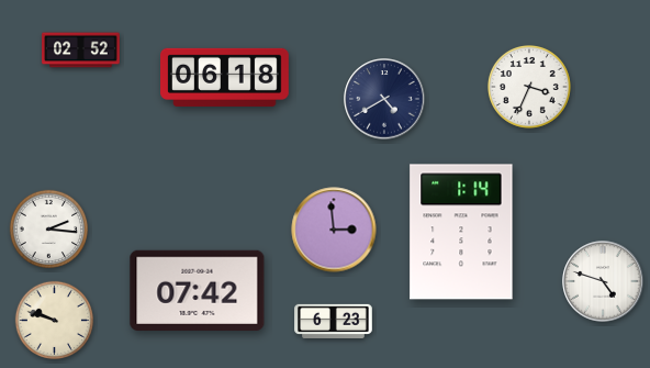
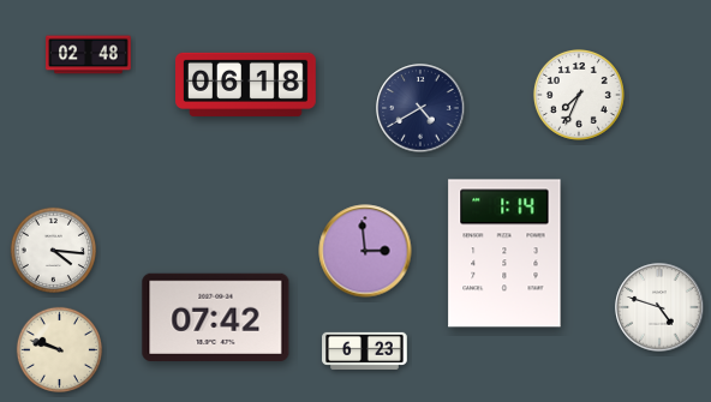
clock at (81, 51): 02:52 -> 02:48
clock at (529, 87): 3:34 -> 7:34
clock at (49, 230): 2:16 -> 4:16
